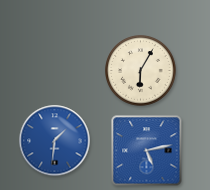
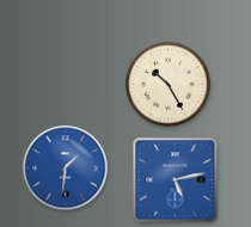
clock at (141, 71): 6:05 -> 10:25
